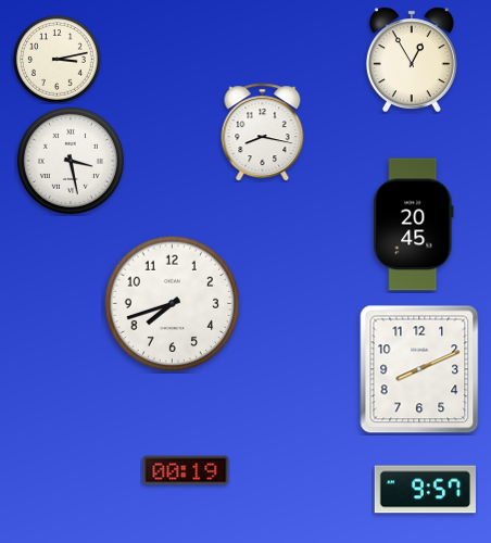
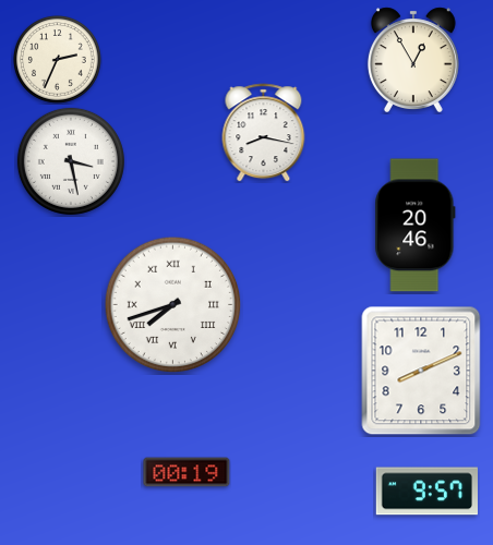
clock at (56, 59): 3:13 -> 2:34
clock at (414, 225): 20:45 -> 20:46
clock at (173, 304) numerals: Arabic -> Roman
